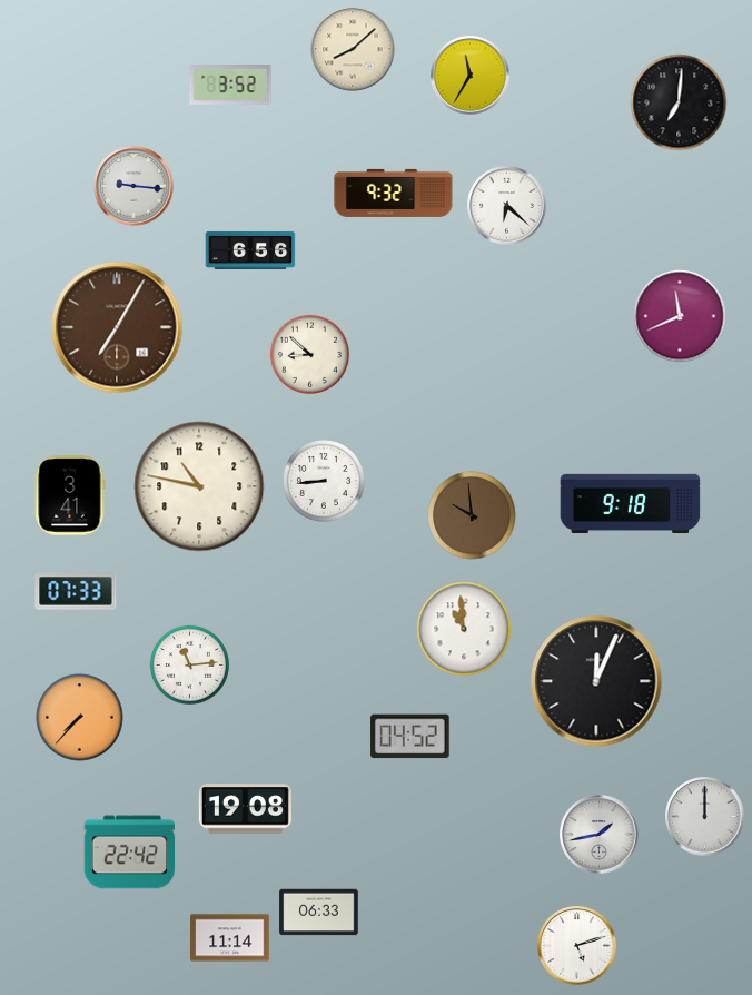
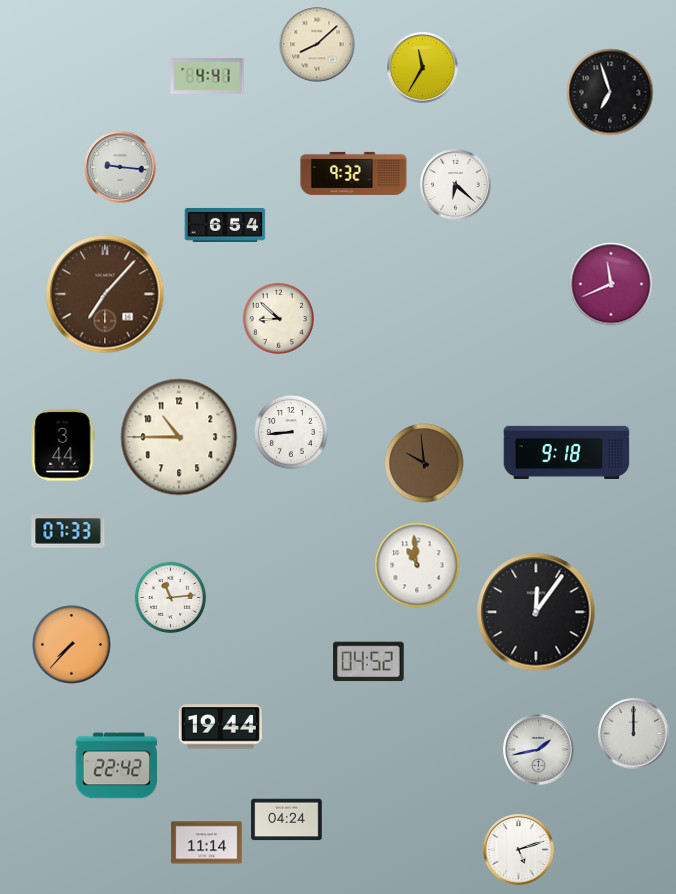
clock at (230, 86): 3:52 -> 4:41
clock at (679, 102): 7:01 -> 6:57
clock at (250, 250): 6:56 -> 6:54
clock at (117, 327): 7:05 -> 7:07
clock at (199, 486): 10:47 -> 10:45
clock at (70, 495): 3:41 -> 3:44
clock at (596, 681): 12:04 -> 12:06
clock at (245, 809): 19:08 -> 19:44
clock at (319, 913): 06:33 -> 04:24
